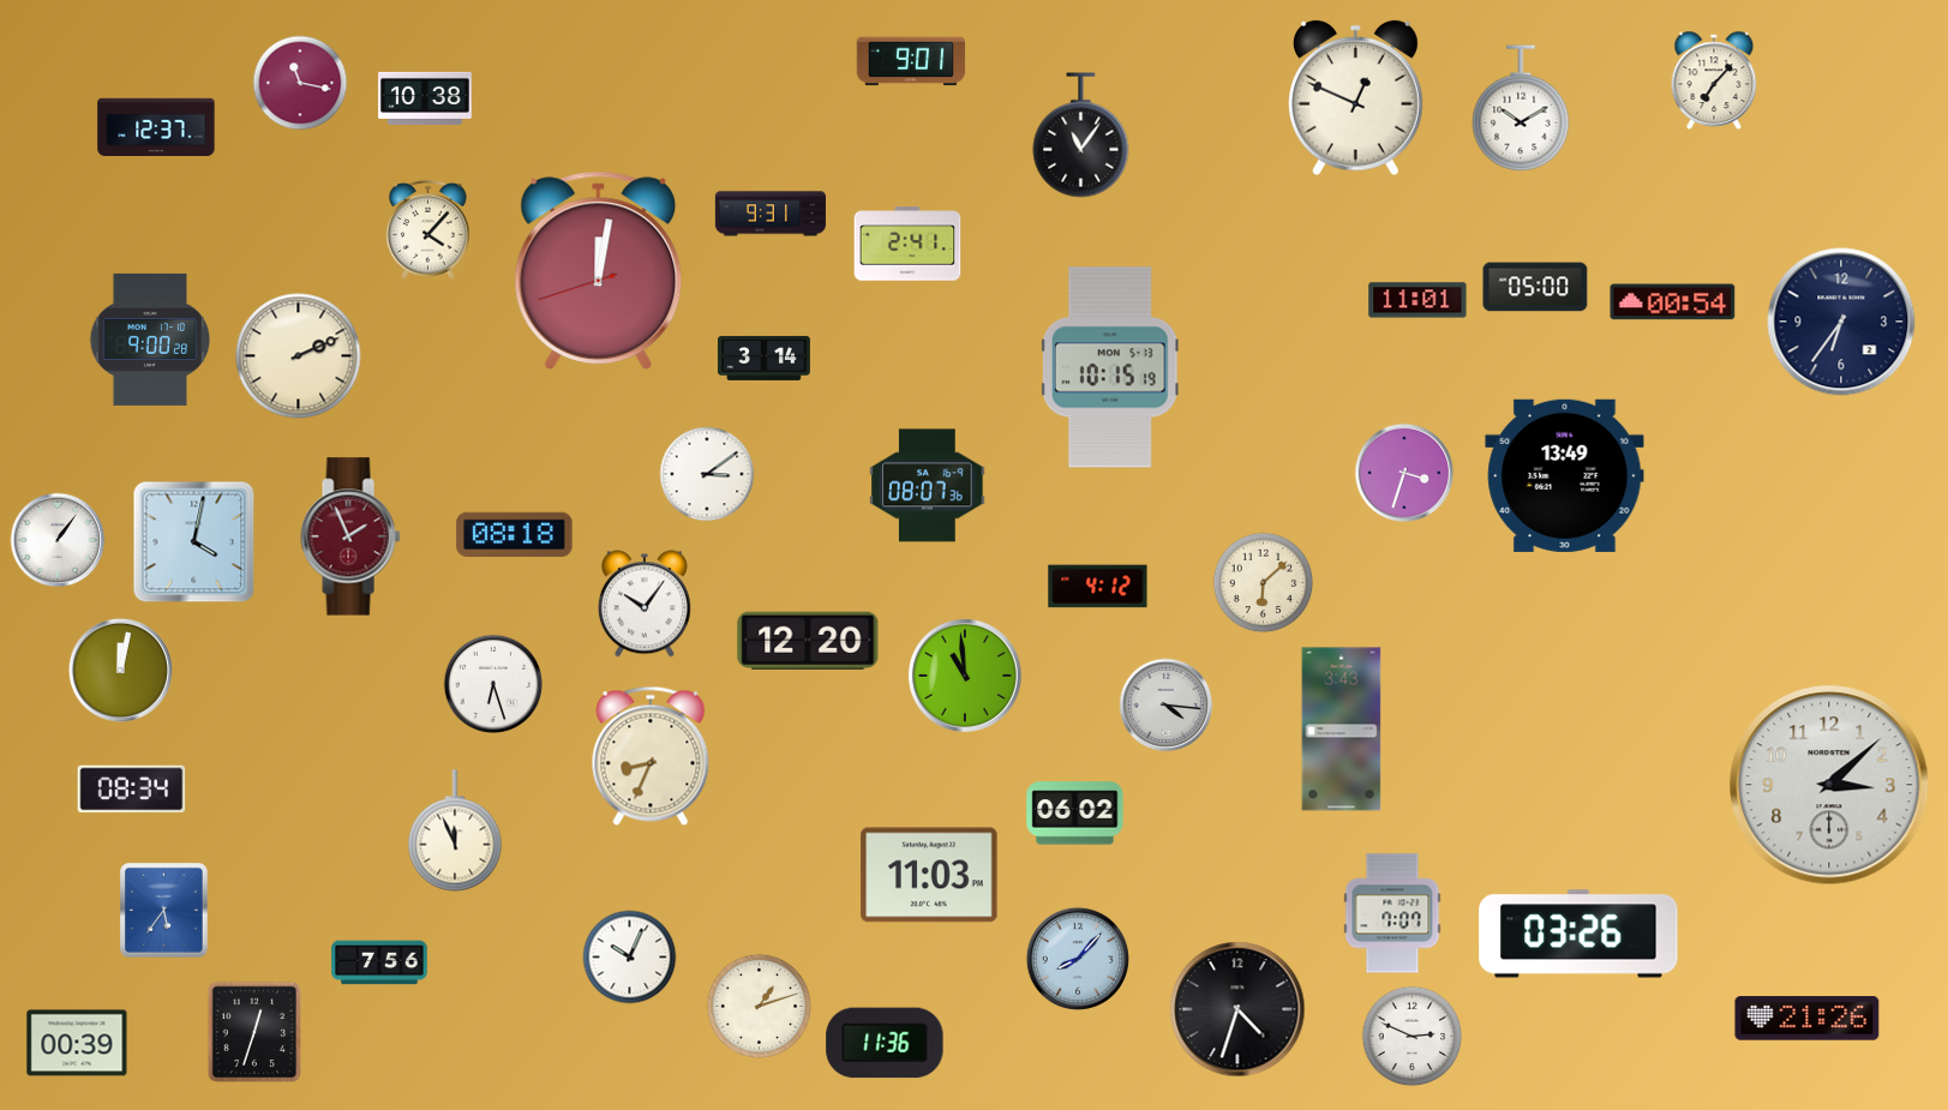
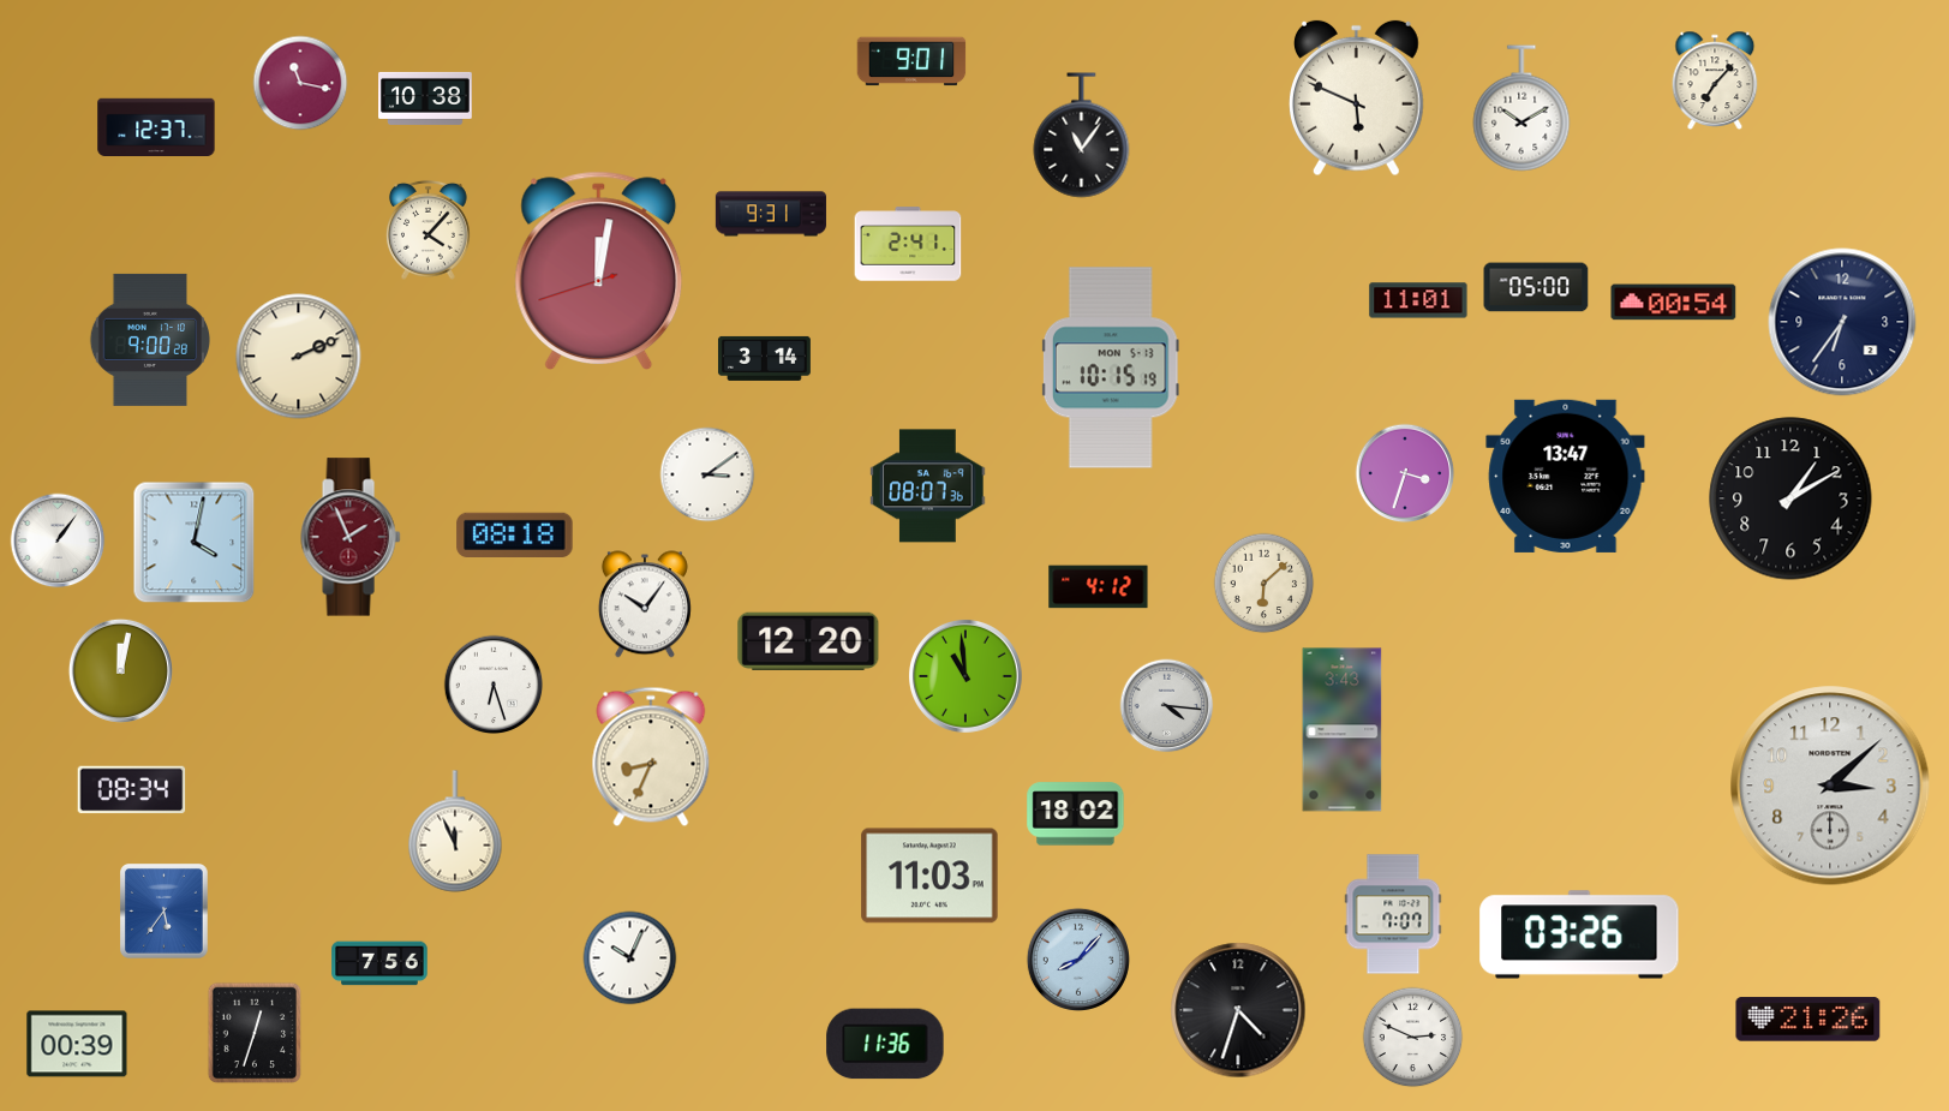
clock at (1355, 98): 12:49 -> 5:49
clock at (1565, 475): 13:49 -> 13:47
clock at (1790, 498): none -> 1:10
clock at (1075, 814): 06:02 -> 18:02
clock at (759, 1006): 1:12 -> none
